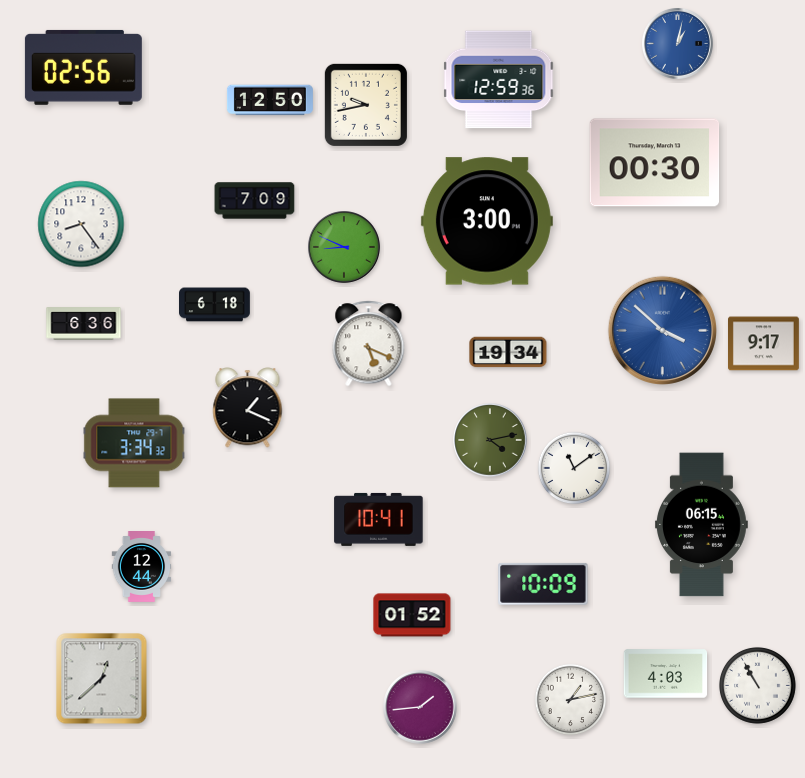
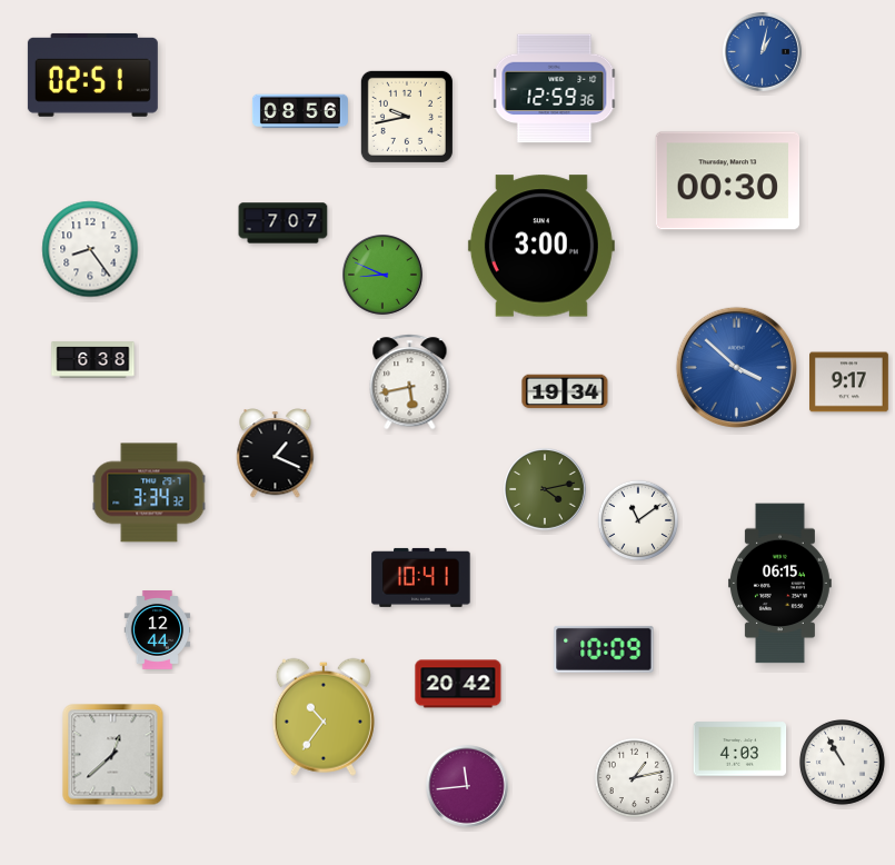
clock at (678, 44) position: (678, 44) -> (763, 52)
clock at (83, 67): 02:56 -> 02:51
clock at (270, 100): 12:50 -> 08:56
clock at (255, 201): 7:09 -> 7:07
clock at (215, 305): 6:18 -> none
clock at (84, 324): 6:36 -> 6:38
clock at (369, 344): 5:19 -> 5:43
clock at (412, 615): 01:52 -> 20:42
clock at (324, 717): none -> 10:36
clock at (420, 707): 1:44 -> 11:44
